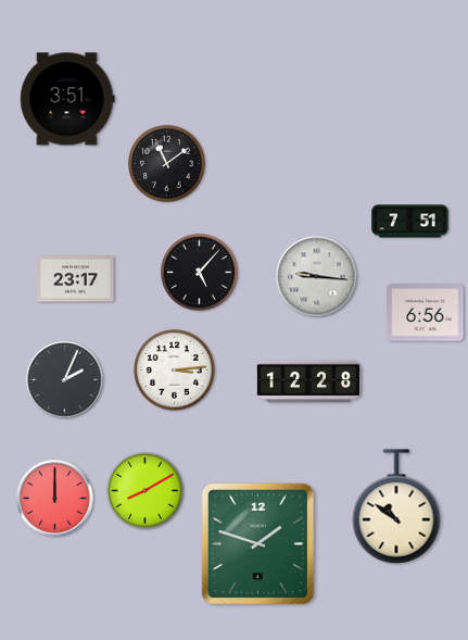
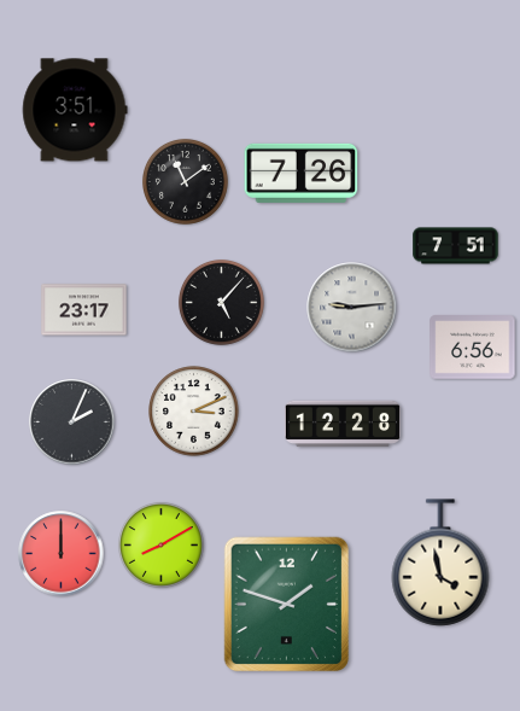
clock at (302, 173): none -> 7:26
clock at (317, 277): 9:16 -> 9:14
clock at (175, 371): 3:14 -> 3:11
clock at (396, 506): 10:51 -> 3:58
